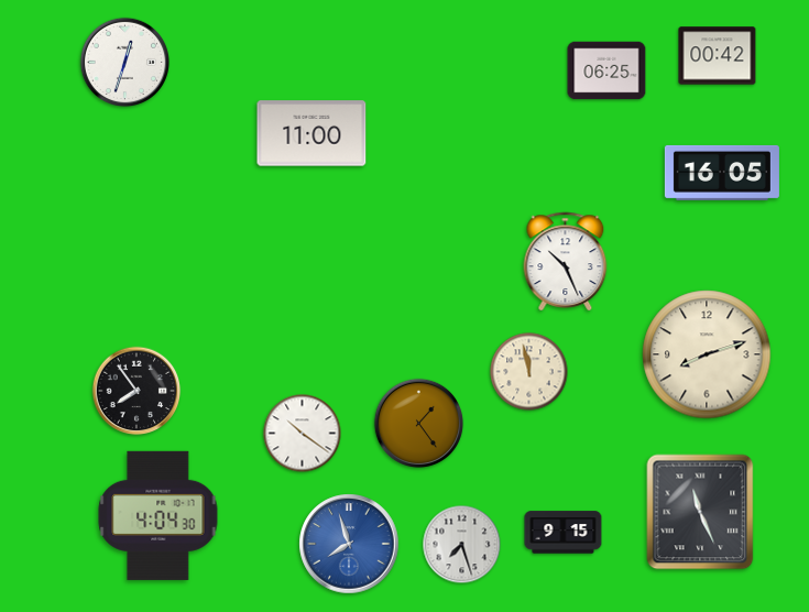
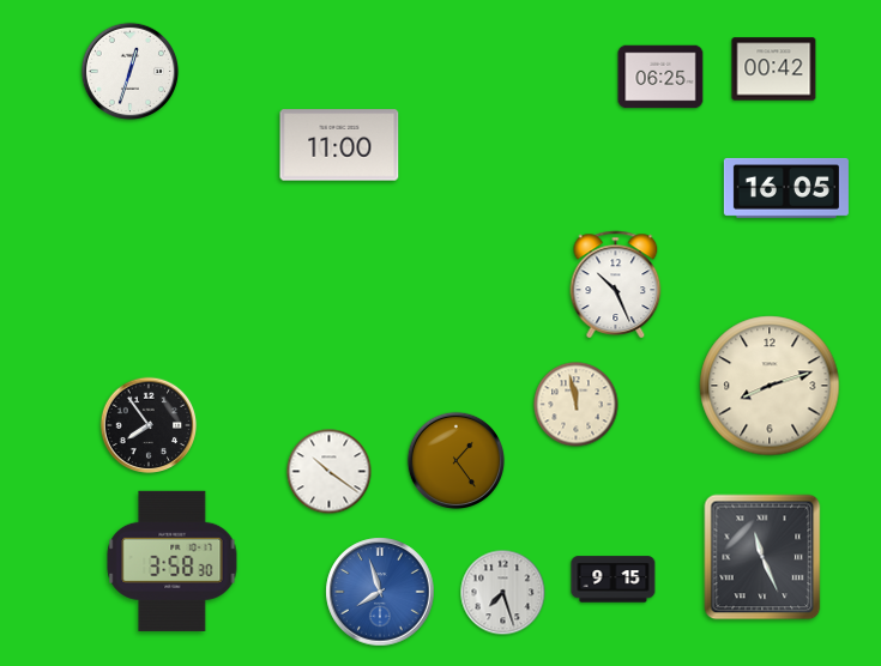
clock at (718, 56) position: (718, 56) -> (774, 69)
clock at (125, 63) position: (125, 63) -> (131, 72)
clock at (158, 515): 4:04 -> 3:58
